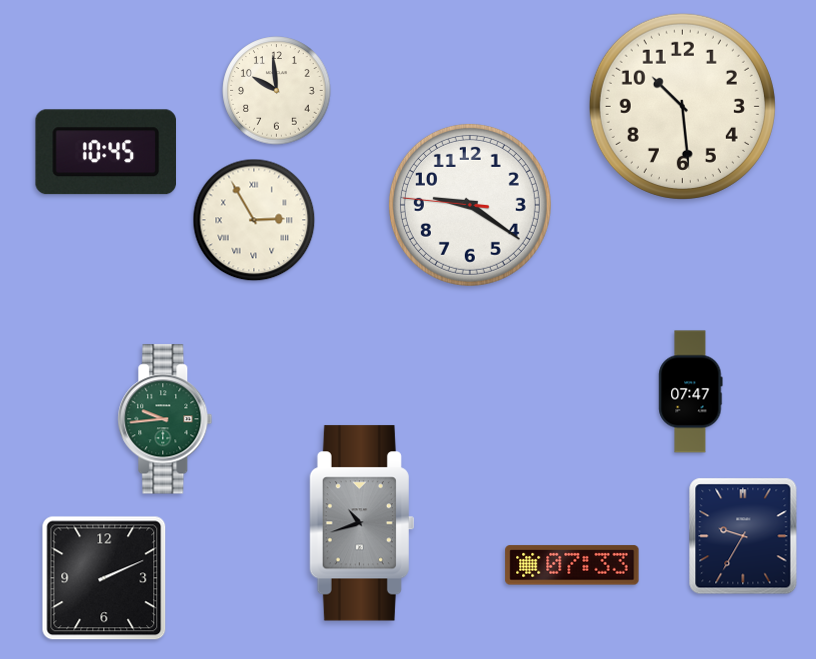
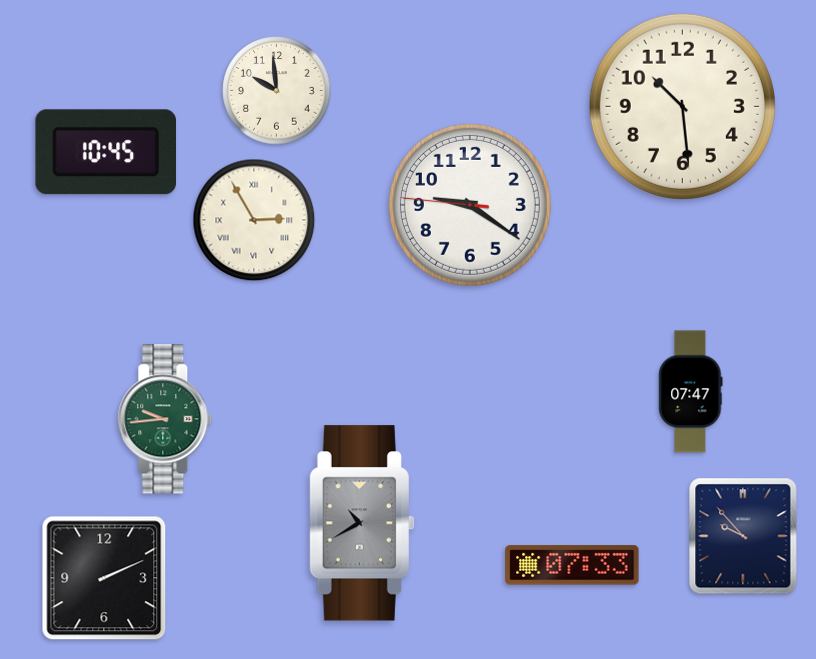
clock at (361, 523): 10:42 -> 10:40
clock at (743, 536): 9:35 -> 9:53
